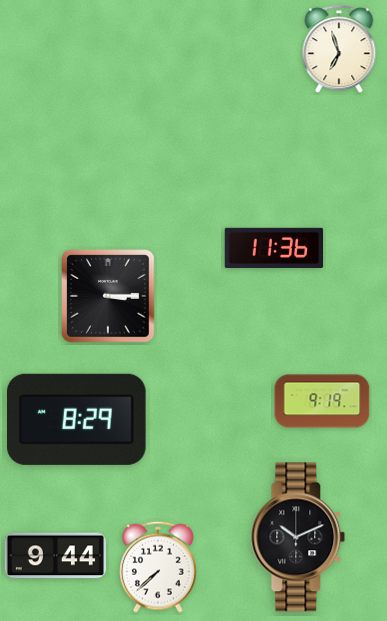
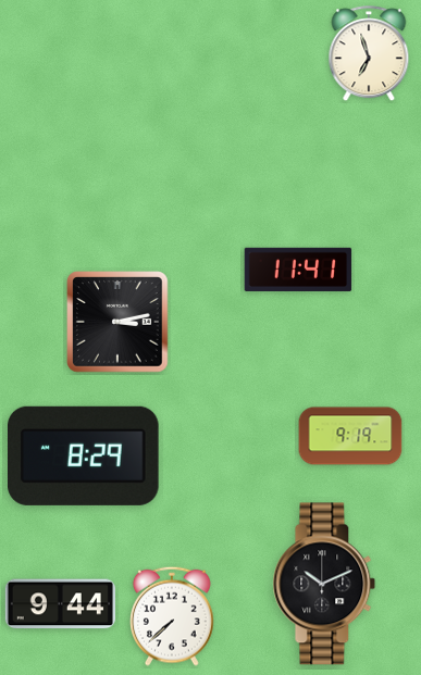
clock at (274, 248): 11:36 -> 11:41
clock at (108, 296): 3:15 -> 3:13
